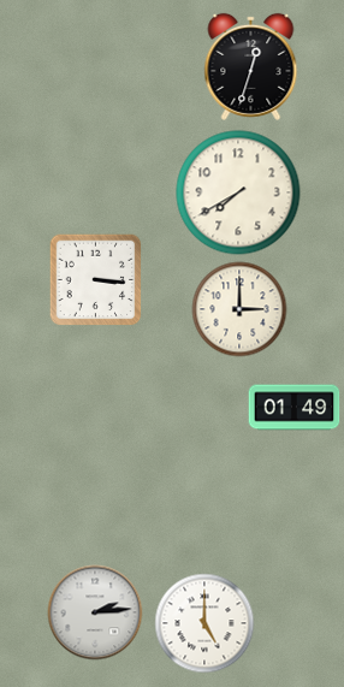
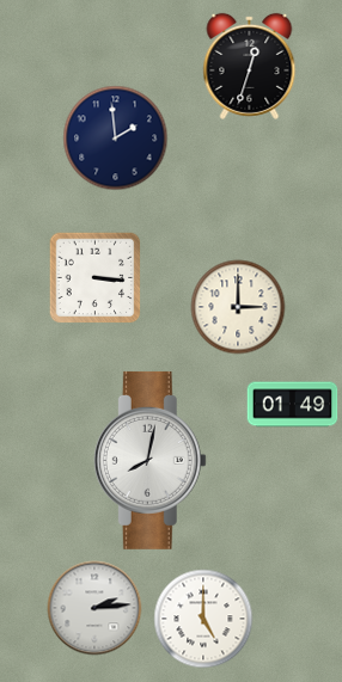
clock at (116, 139): none -> 1:59
clock at (238, 193): 7:40 -> none
clock at (149, 460): none -> 8:02
